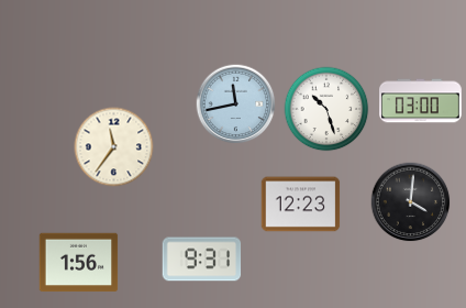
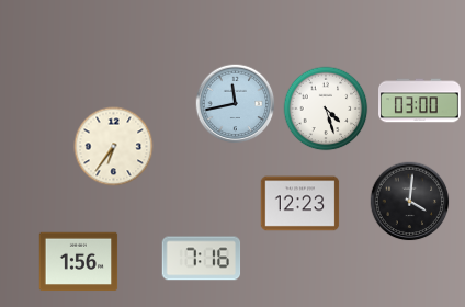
clock at (326, 109): 10:27 -> 4:27
clock at (114, 147): 11:36 -> 6:36
clock at (202, 260): 9:31 -> 7:16
